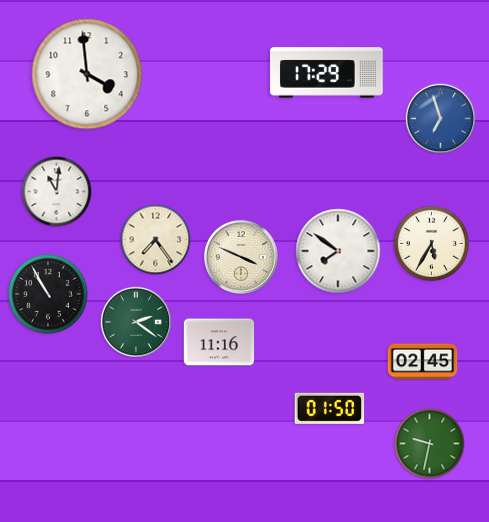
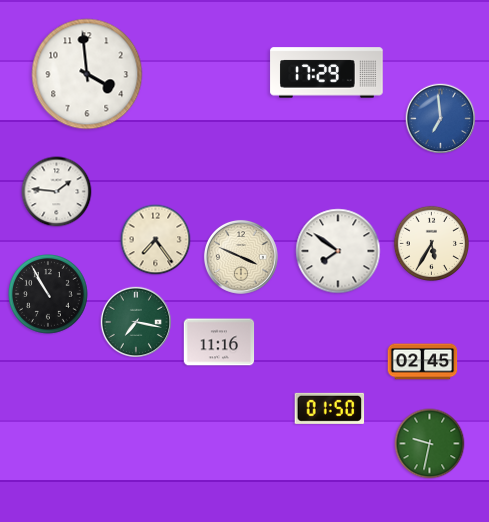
clock at (441, 119): 6:57 -> 6:59
clock at (57, 192): 11:01 -> 1:46
clock at (135, 321): 2:21 -> 7:17
